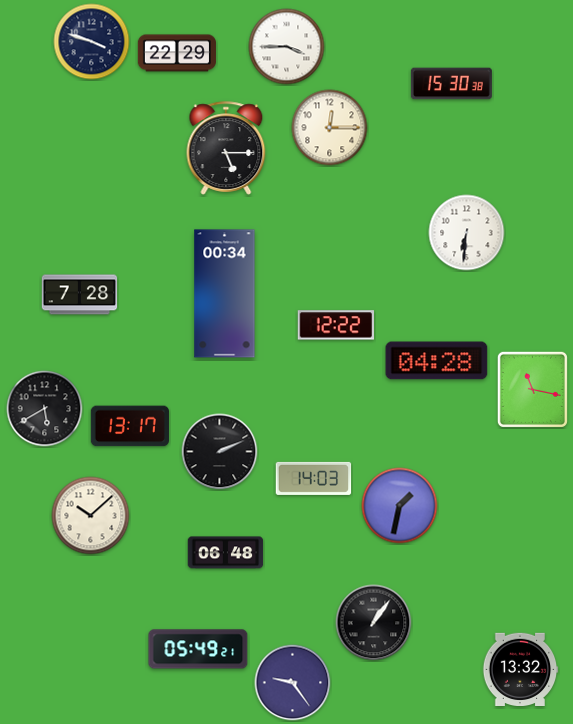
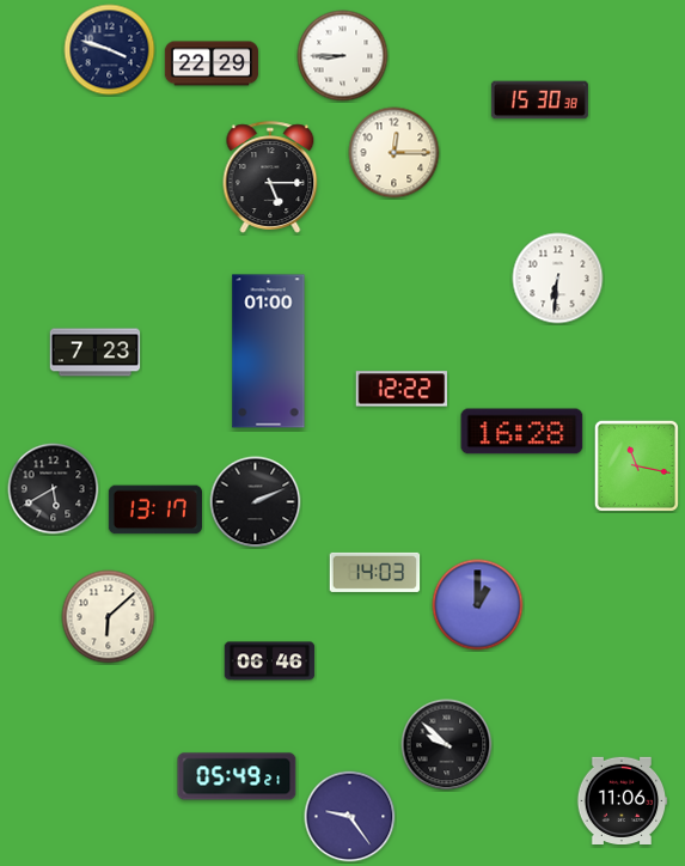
clock at (287, 47): 3:45 -> 8:45
clock at (225, 294): 00:34 -> 01:00
clock at (80, 295): 7:28 -> 7:23
clock at (437, 361): 04:28 -> 16:28
clock at (220, 452) position: (220, 452) -> (256, 502)
clock at (400, 506): 1:32 -> 1:00
clock at (91, 516): 10:08 -> 6:08
clock at (226, 553): 06:48 -> 06:46
clock at (374, 623): 1:06 -> 9:52
clock at (520, 669): 13:32 -> 11:06
